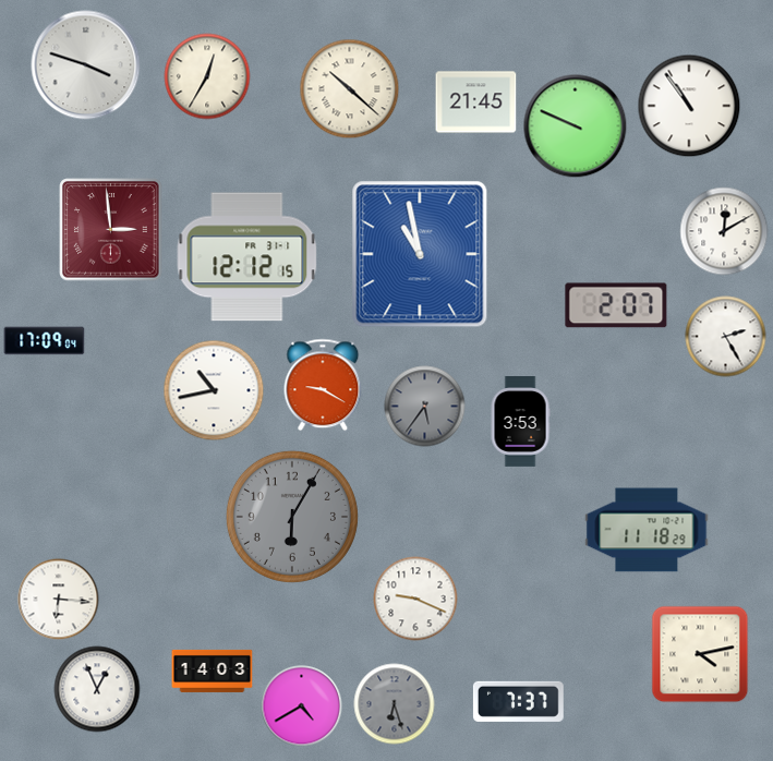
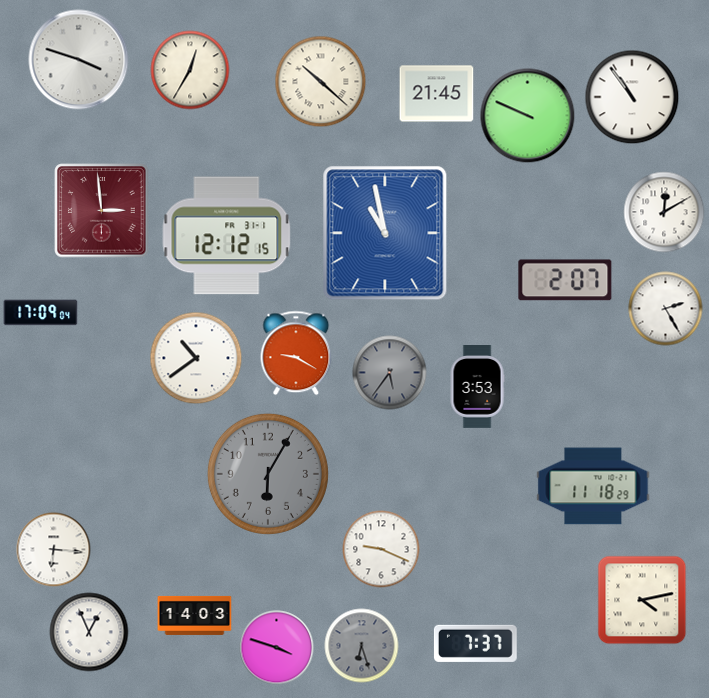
clock at (214, 390): 10:43 -> 10:39
clock at (302, 706): 4:40 -> 3:48
